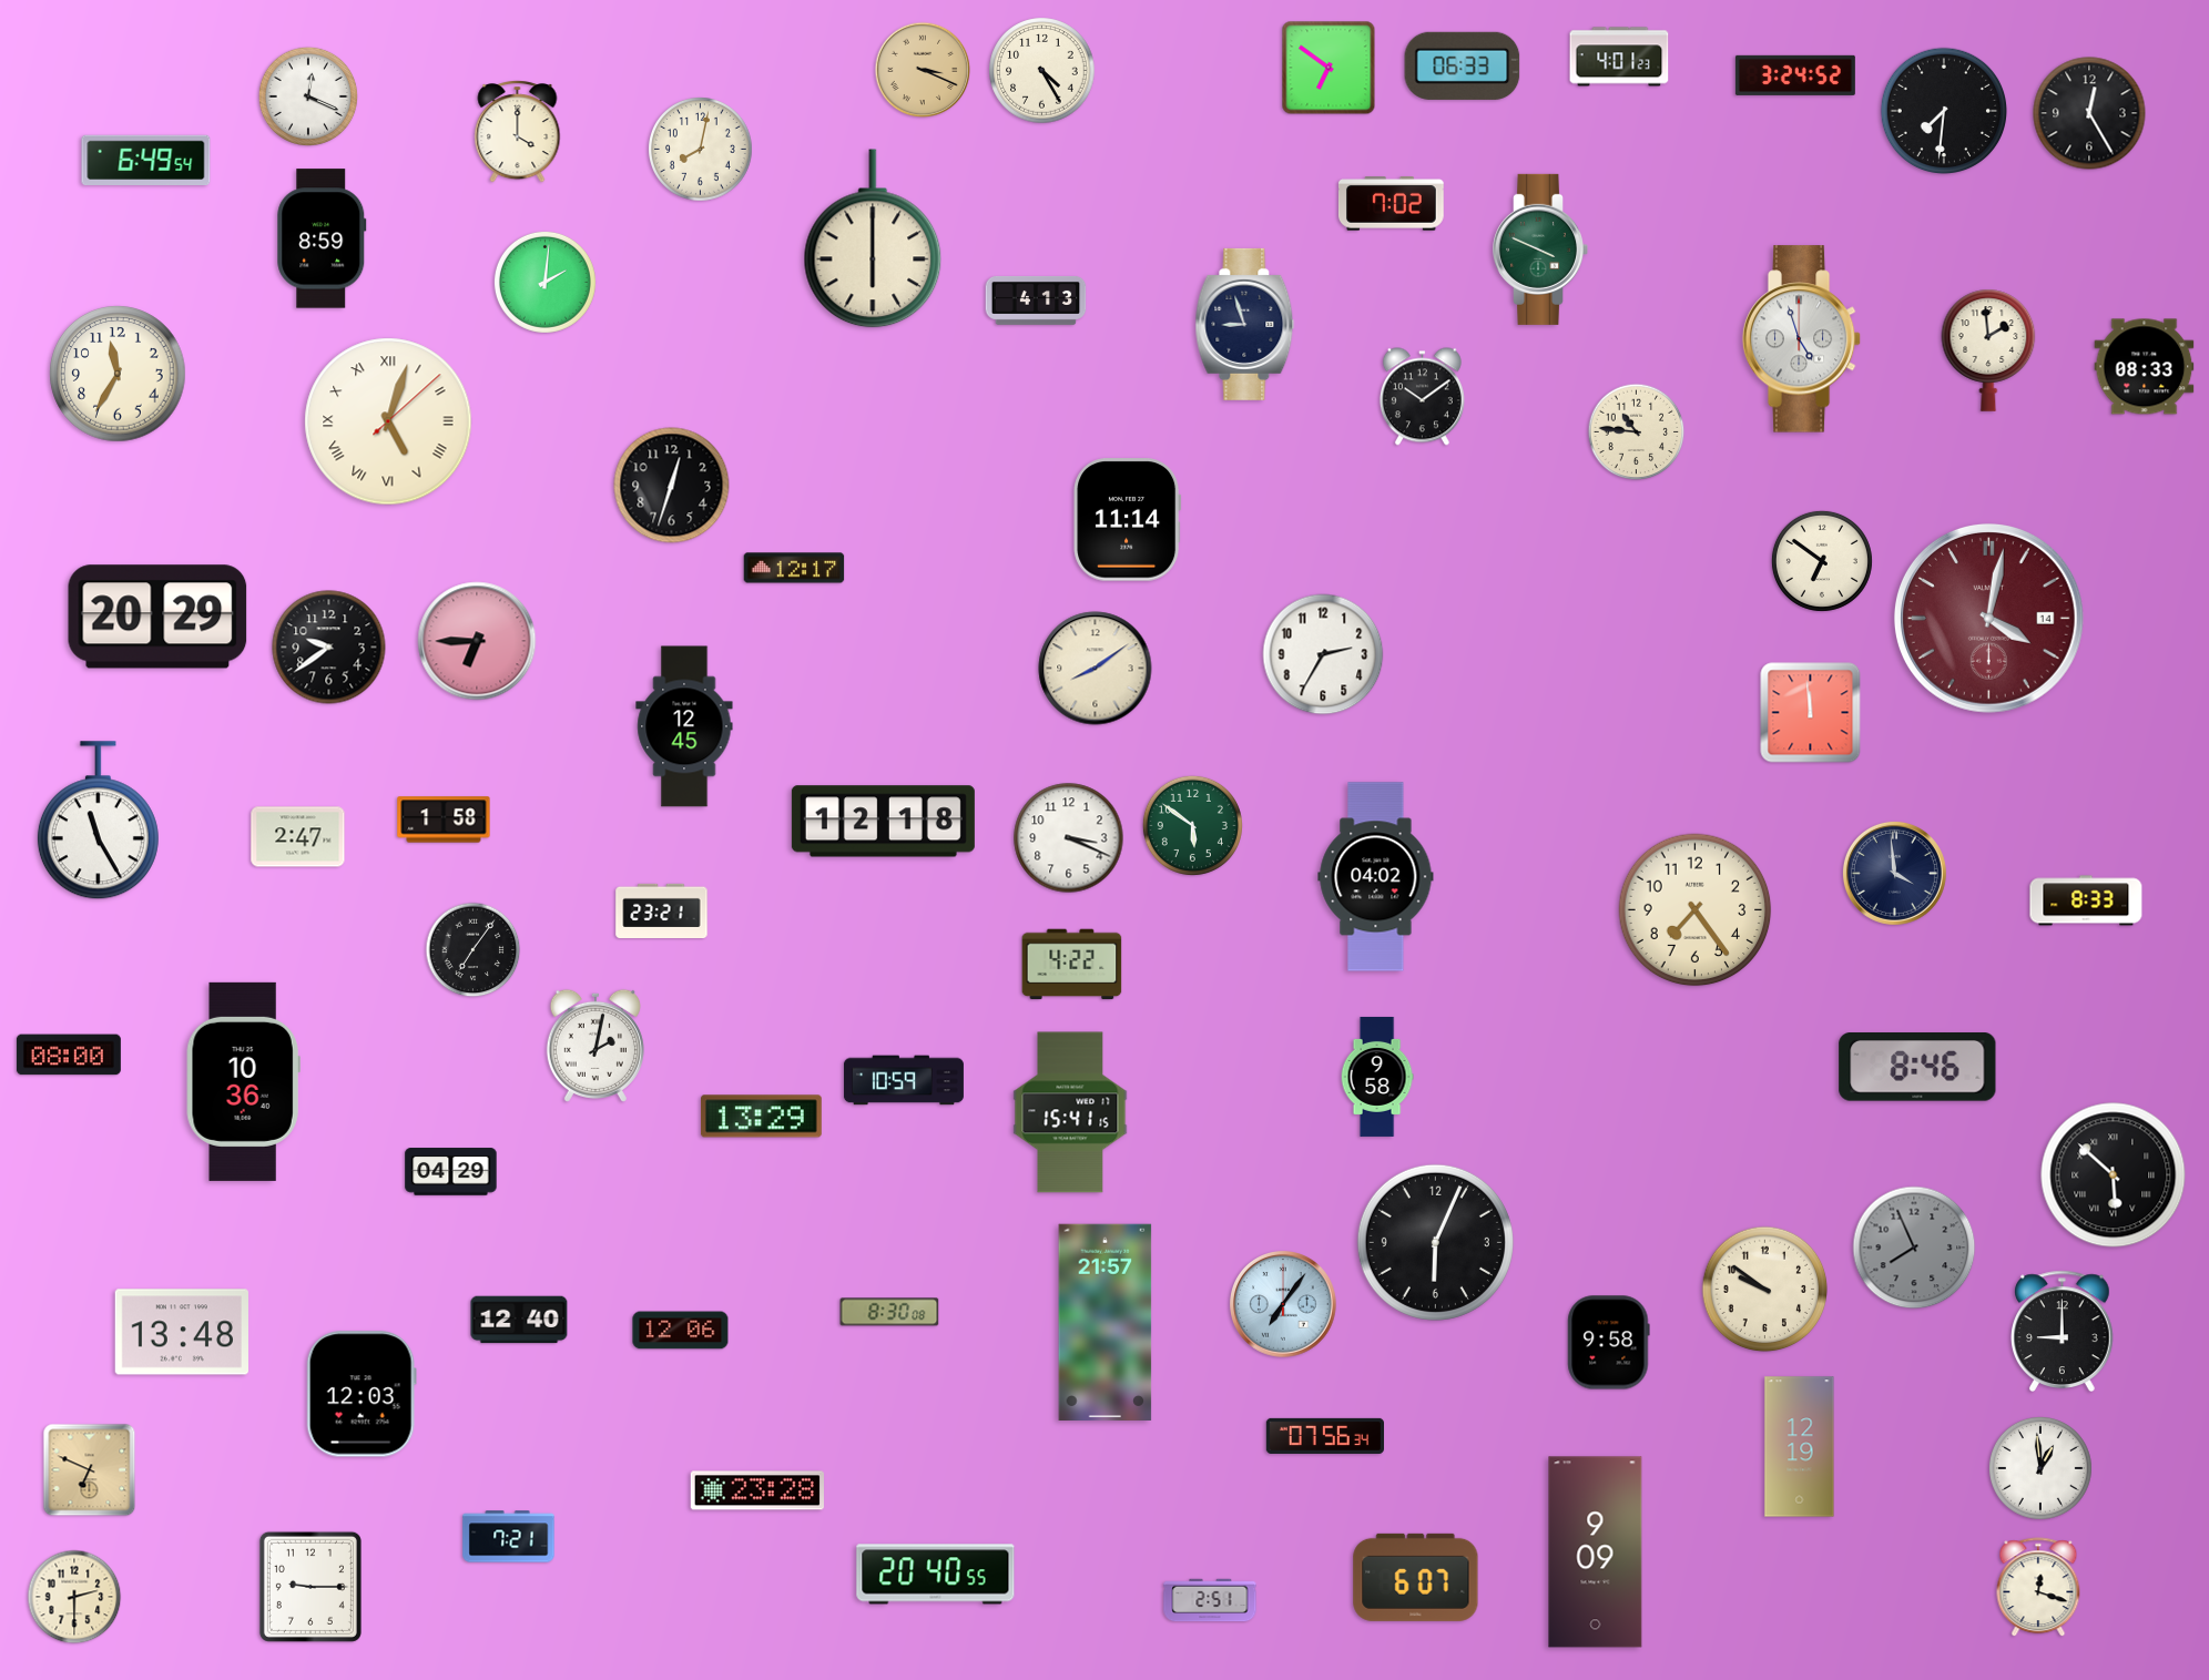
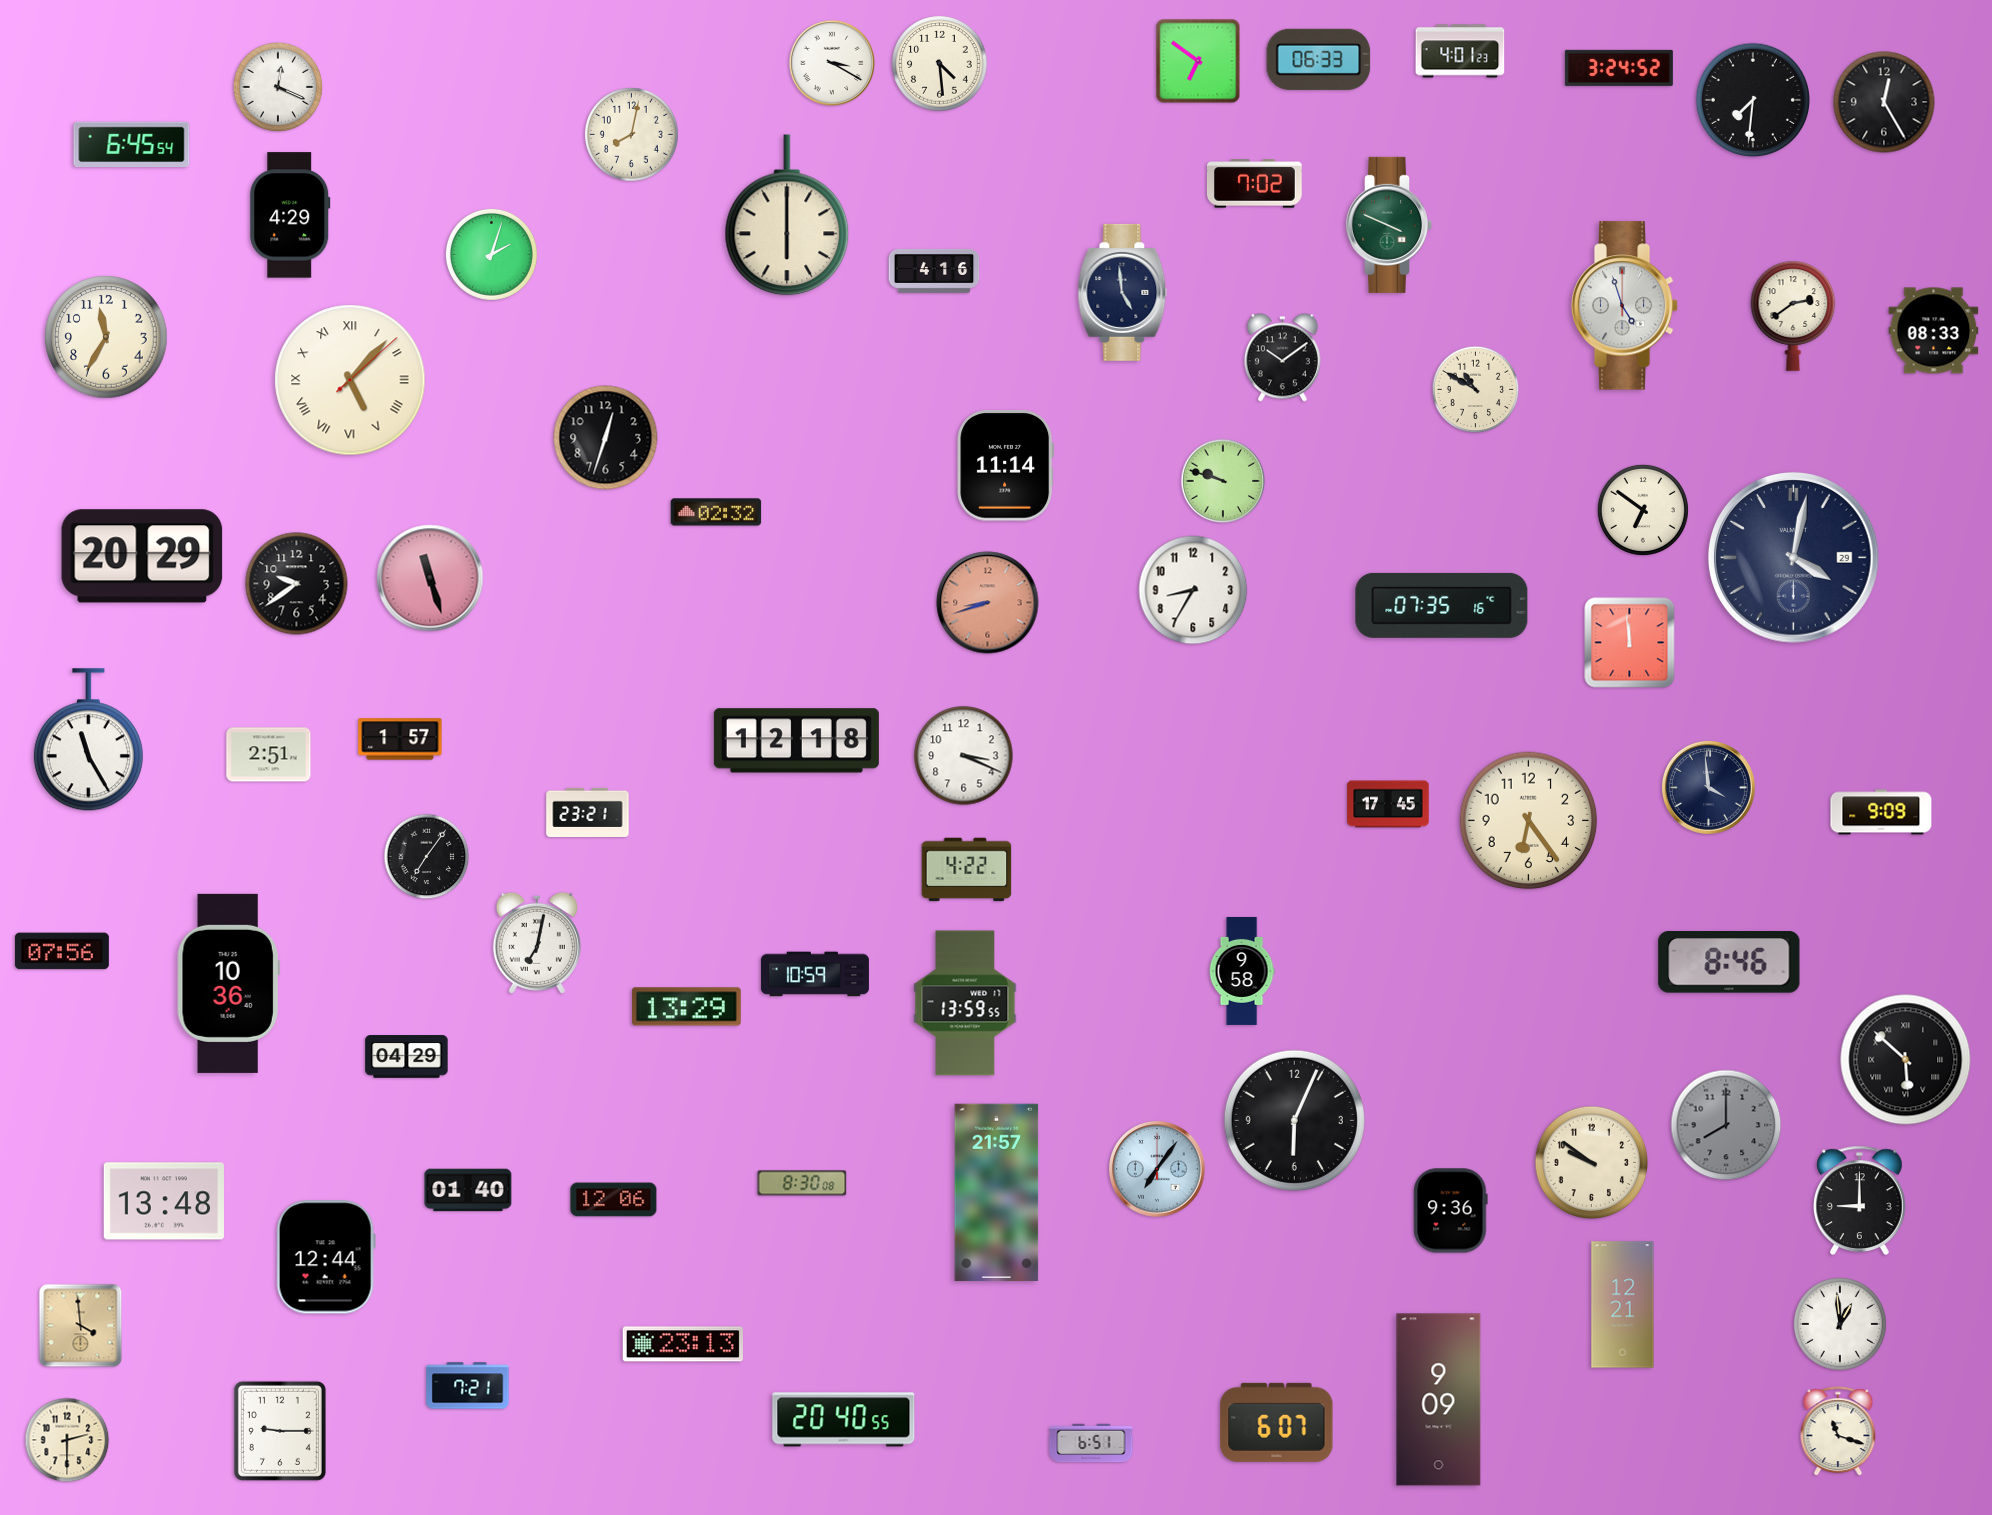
clock at (923, 70): 3:19 -> 3:20
clock at (923, 70) dial: champagne -> white
clock at (1042, 71): 4:25 -> 4:29
clock at (518, 132): 4:00 -> none
clock at (146, 160): 6:49 -> 6:45
clock at (322, 238): 8:59 -> 4:29
clock at (544, 282): 2:01 -> 2:03
clock at (1036, 301): 4:13 -> 4:16
clock at (1245, 324): 8:57 -> 4:59
clock at (1988, 350): 1:59 -> 2:39
clock at (388, 421): 5:03 -> 5:07
clock at (1637, 432): 10:46 -> 10:50
clock at (1128, 520) position: (1128, 520) -> (1006, 466)
clock at (1223, 481): none -> 9:48
clock at (1822, 561) position: (1822, 561) -> (1643, 510)
clock at (794, 568): 12:17 -> 02:32
clock at (1988, 618) date: 14 -> 29
clock at (1988, 618) dial: burgundy -> navy
clock at (477, 641): 6:45 -> 11:27
clock at (1323, 654): 2:35 -> 8:35
clock at (1096, 669): 8:09 -> 8:42
clock at (1096, 669) dial: cream -> salmon
clock at (1442, 605): none -> 07:35
clock at (1811, 713) position: (1811, 713) -> (1630, 643)
clock at (684, 726): 12:45 -> none
clock at (444, 819): 1:58 -> 1:57
clock at (1192, 825): 5:51 -> none
clock at (298, 837): 2:47 -> 2:51
clock at (1376, 877): 04:02 -> none
clock at (1388, 804): none -> 17:45
clock at (2086, 900): 8:33 -> 9:09
clock at (662, 910) position: (662, 910) -> (588, 812)
clock at (1696, 910): 7:24 -> 6:24
clock at (595, 1046): 2:02 -> 7:02
clock at (69, 1055): 08:00 -> 07:56
clock at (243, 1081) position: (243, 1081) -> (228, 983)
clock at (1070, 1112): 15:41 -> 13:59
clock at (1914, 1248): 7:56 -> 8:00
clock at (1284, 1305) position: (1284, 1305) -> (1158, 1170)
clock at (519, 1320): 12:40 -> 01:40
clock at (1609, 1343): 9:58 -> 9:36
clock at (362, 1394): 12:03 -> 12:44
clock at (1324, 1436): 07:56 -> none
clock at (1800, 1447): 12:19 -> 12:21
clock at (90, 1470): 6:49 -> 3:59
clock at (757, 1490): 23:28 -> 23:13
clock at (509, 1537) position: (509, 1537) -> (468, 1386)
clock at (2038, 1588): 12:18 -> 11:18
clock at (1210, 1600): 2:51 -> 6:51
